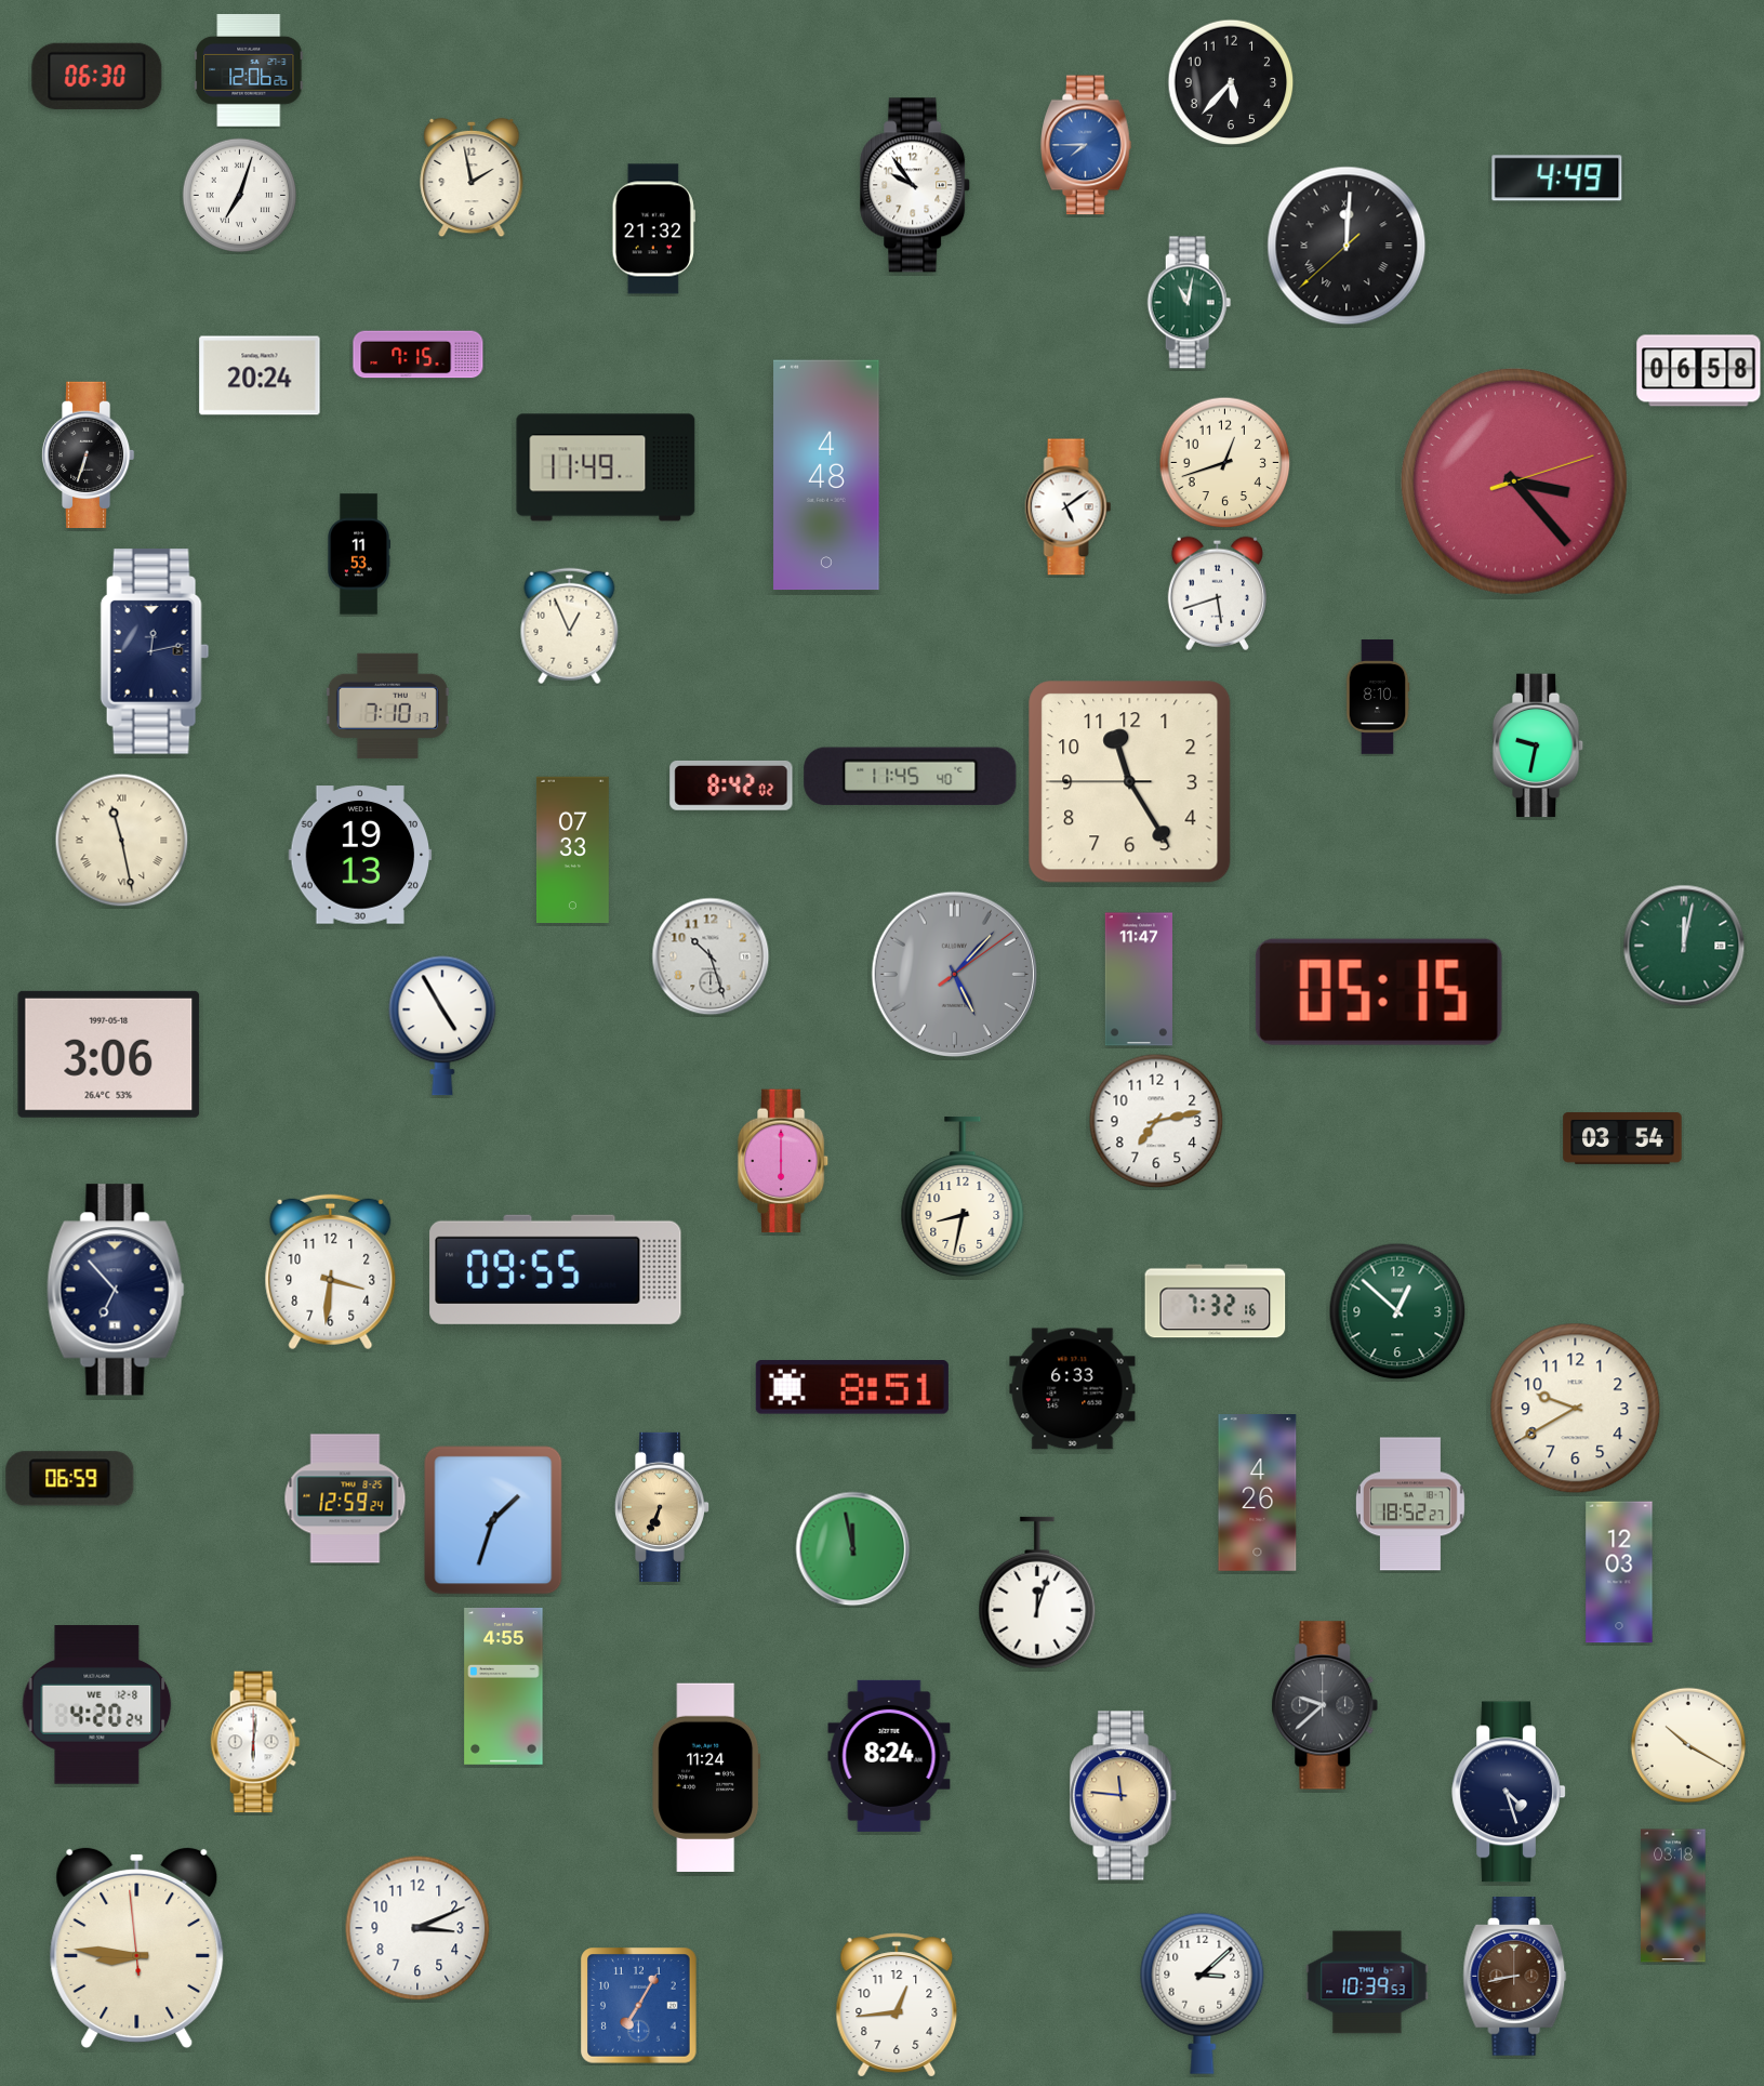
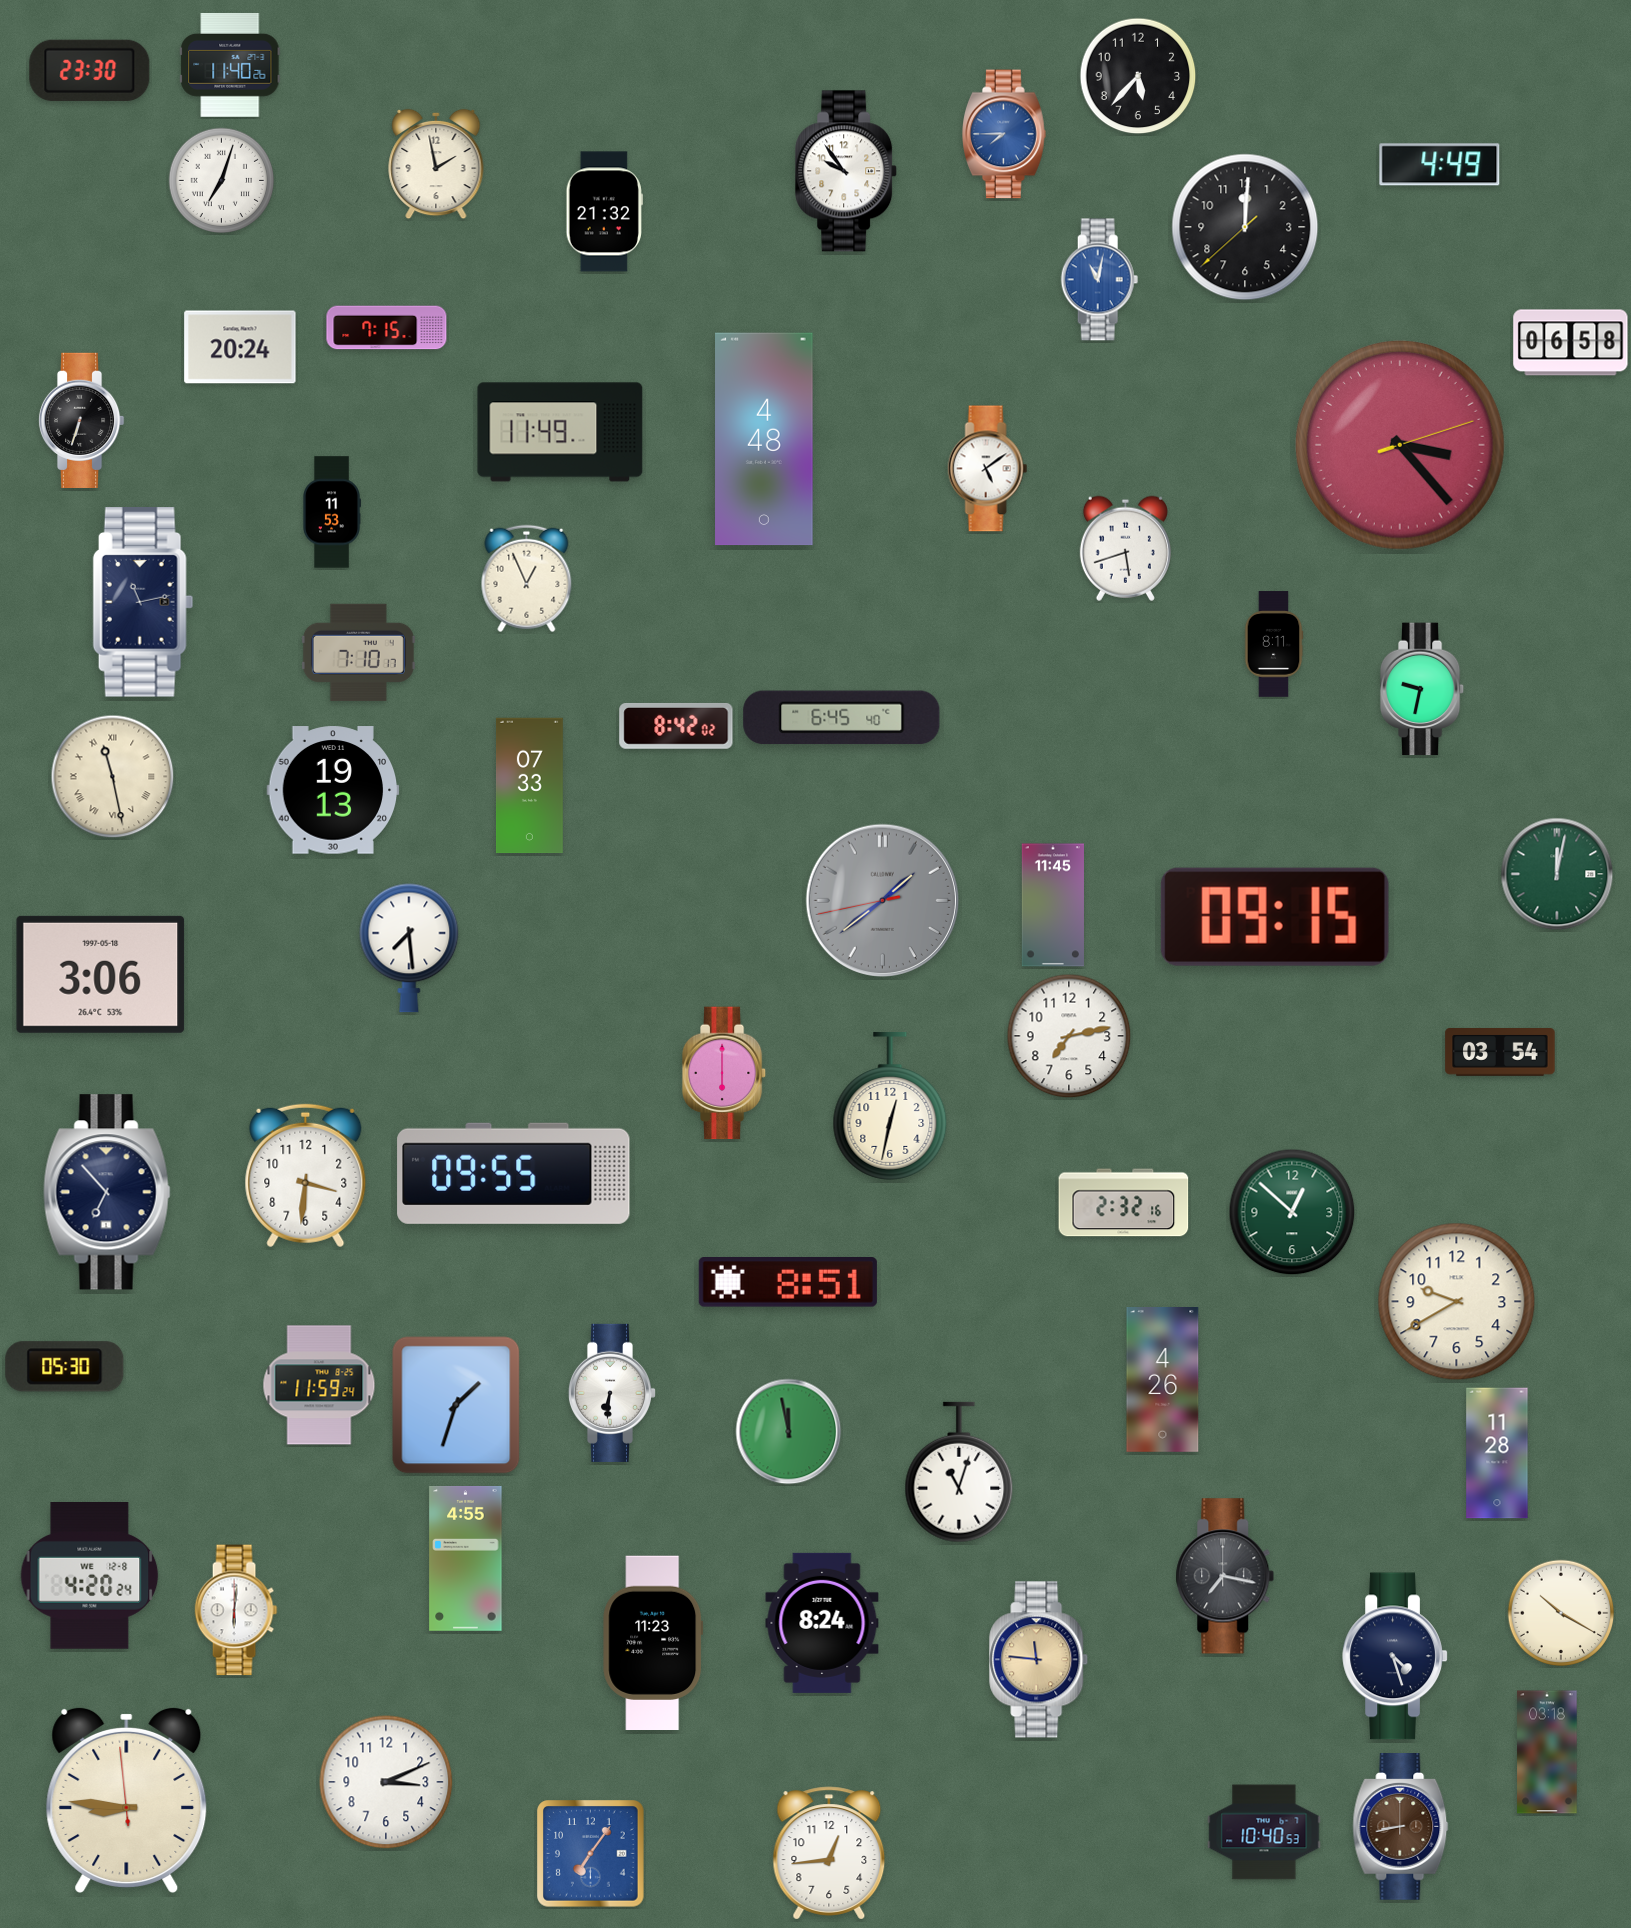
clock at (249, 70): 12:06 -> 11:40
clock at (97, 76): 06:30 -> 23:30
clock at (1347, 246) numerals: Roman -> Arabic
clock at (1190, 303) dial: green -> blue
clock at (1225, 463): 12:42 -> none
clock at (155, 651): 12:13 -> 11:13
clock at (1378, 697): 8:10 -> 8:11
clock at (911, 777): 11:45 -> 6:45
clock at (1130, 782): 11:24 -> none
clock at (711, 956): 10:27 -> none
clock at (954, 974): 5:07 -> 1:38
clock at (1139, 979): 11:47 -> 11:45
clock at (1379, 992): 05:15 -> 09:15
clock at (442, 1026): 4:55 -> 7:29
clock at (963, 1197): 8:32 -> 12:32
clock at (1216, 1302): 7:32 -> 2:32
clock at (1073, 1389): 6:33 -> none
clock at (70, 1479): 06:59 -> 05:30
clock at (345, 1499): 12:59 -> 11:59
clock at (1410, 1504): 18:52 -> none
clock at (662, 1507): 6:34 -> 6:31
clock at (662, 1507) dial: champagne -> white
clock at (1619, 1572): 12:03 -> 11:28
clock at (1037, 1593): 12:03 -> 11:03
clock at (1325, 1705): 9:38 -> 7:17
clock at (706, 1778): 11:24 -> 11:23
clock at (1367, 1982): 10:39 -> 10:40
clock at (1203, 1993): 3:08 -> none
clock at (639, 2006): 7:05 -> 7:06
